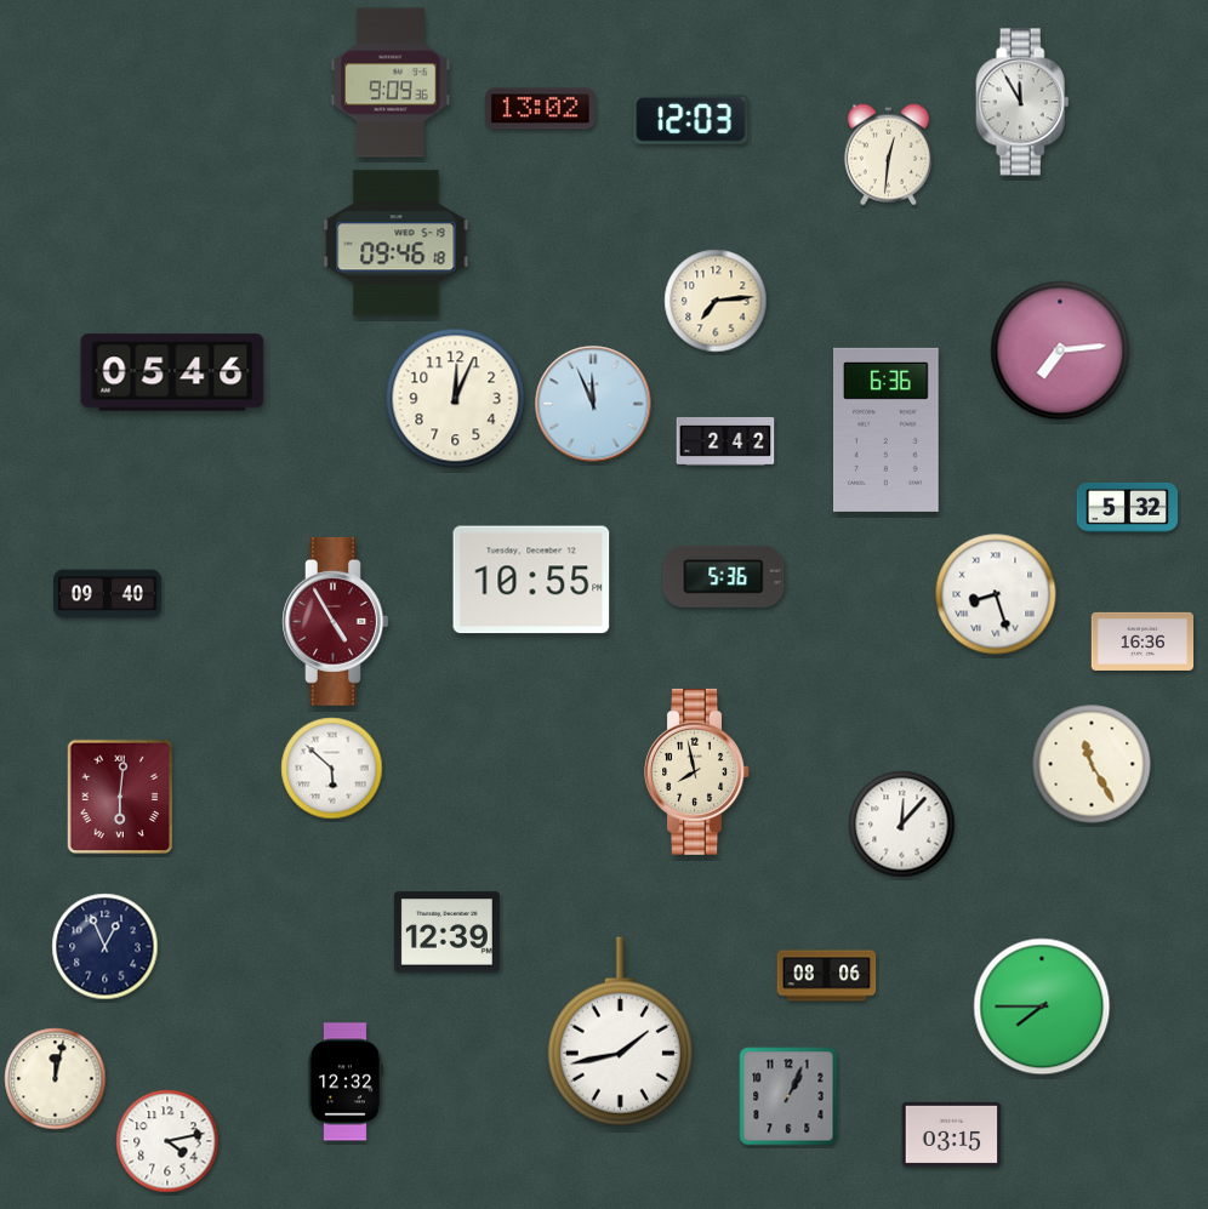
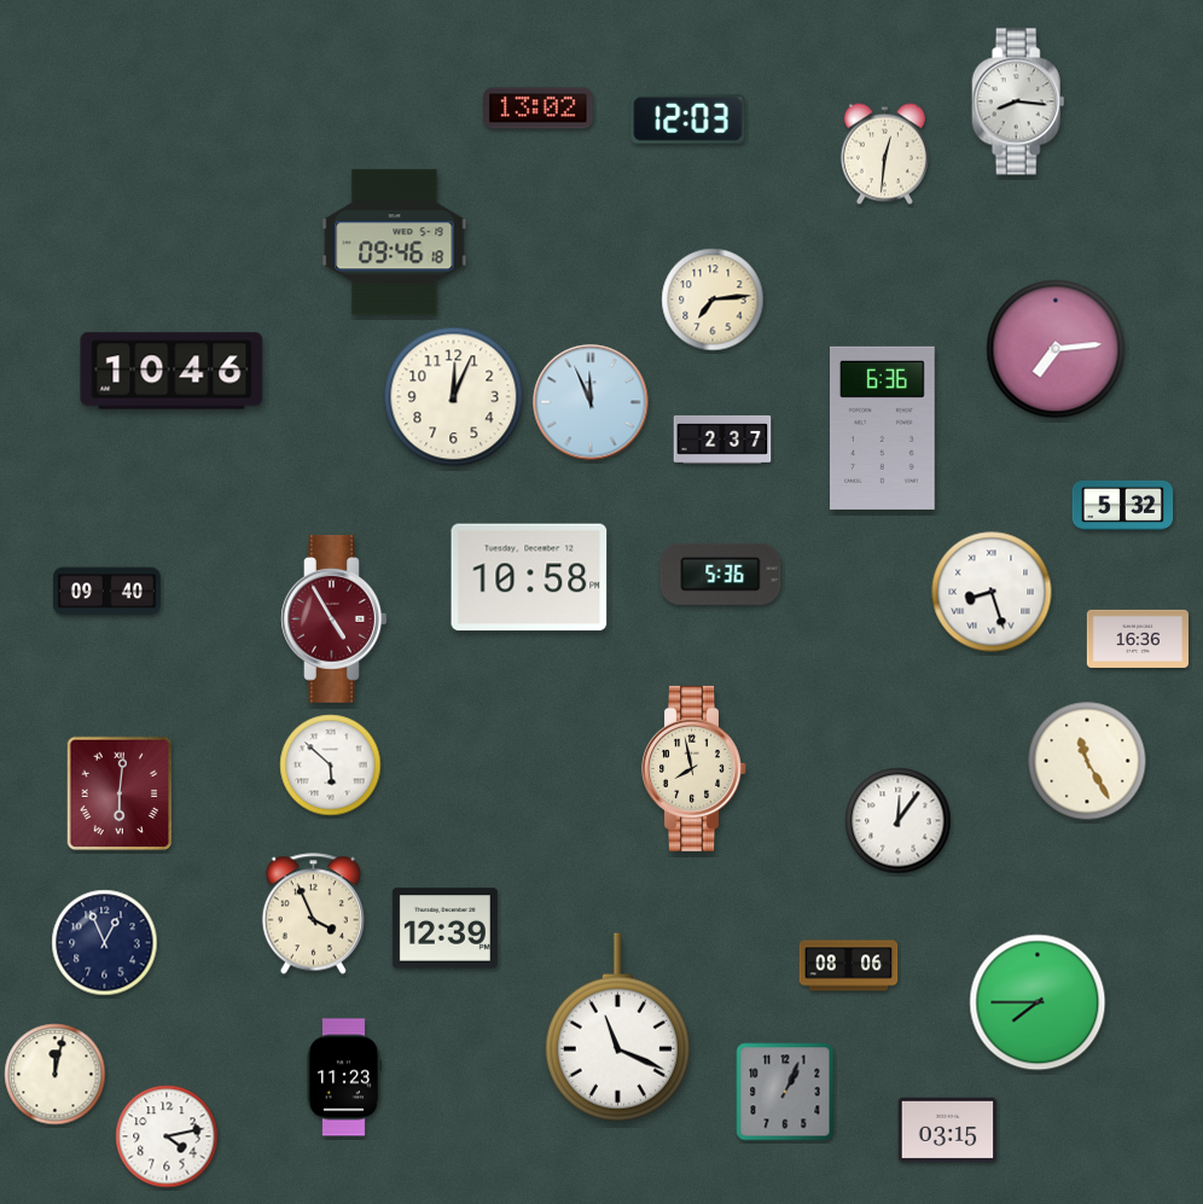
clock at (391, 82): 9:09 -> none
clock at (1022, 102): 11:55 -> 8:16
clock at (172, 372): 05:46 -> 10:46
clock at (725, 441): 2:42 -> 2:37
clock at (531, 580): 10:55 -> 10:58
clock at (902, 825): 12:07 -> 12:06
clock at (313, 914): none -> 3:56
clock at (827, 976) position: (827, 976) -> (849, 966)
clock at (620, 1032): 1:43 -> 11:19
clock at (346, 1082): 12:32 -> 11:23
